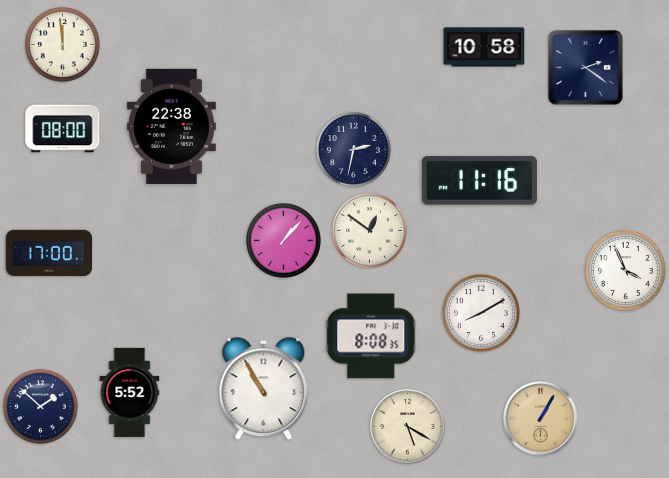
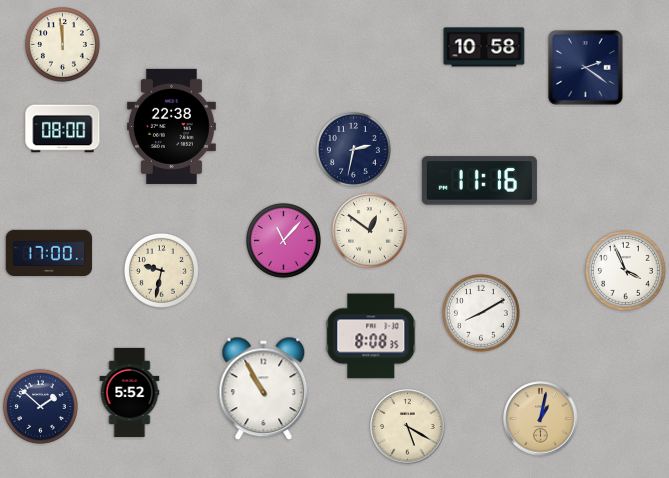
clock at (284, 241): 1:07 -> 11:07
clock at (162, 271): none -> 9:32
clock at (541, 419): 1:05 -> 1:02
